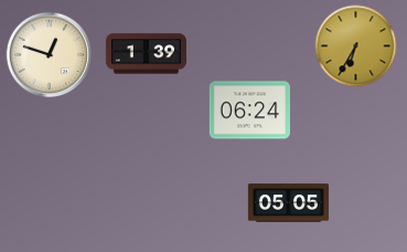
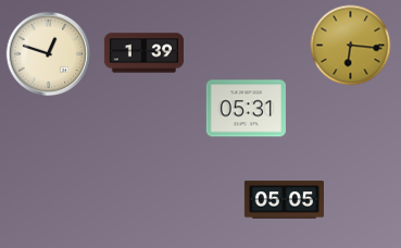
clock at (356, 46): 6:35 -> 6:16
clock at (249, 111): 06:24 -> 05:31
